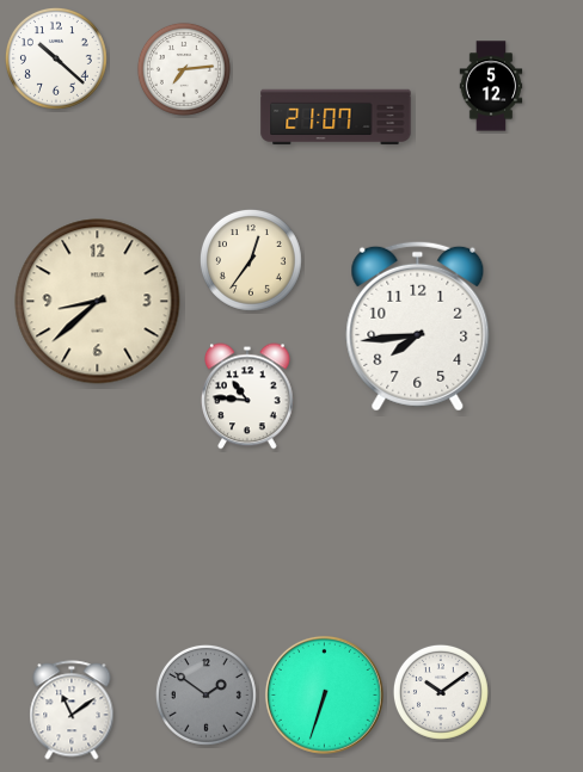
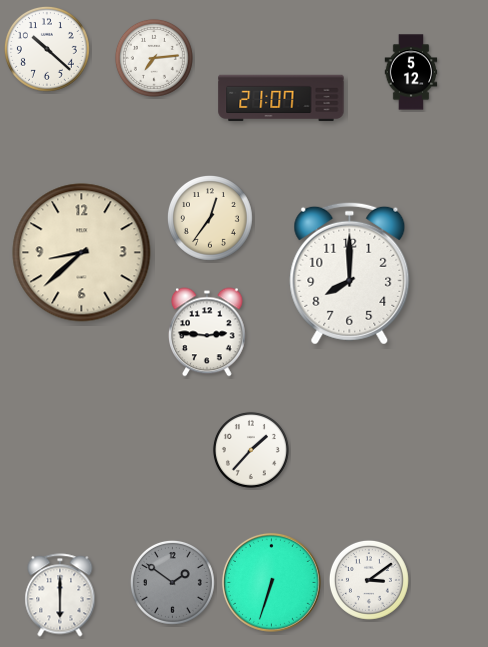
clock at (418, 326): 7:44 -> 8:00
clock at (248, 396): 10:46 -> 2:46
clock at (251, 450): none -> 1:37
clock at (441, 692): 10:09 -> 3:09
clock at (72, 710): 11:09 -> 6:00
